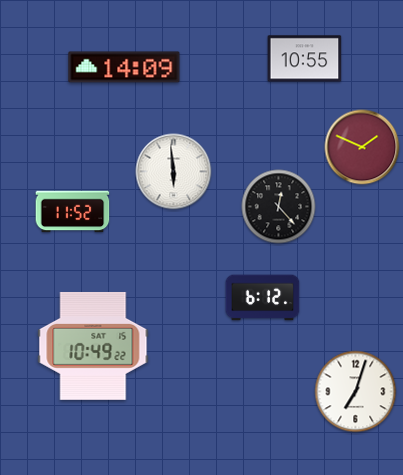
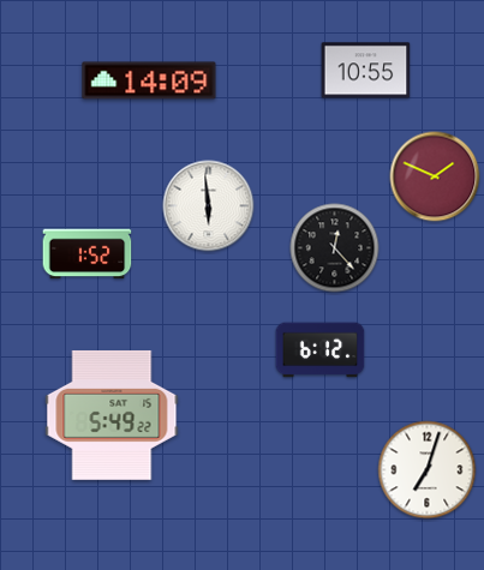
clock at (73, 212): 11:52 -> 1:52
clock at (263, 298) position: (263, 298) -> (321, 350)
clock at (93, 346): 10:49 -> 5:49
